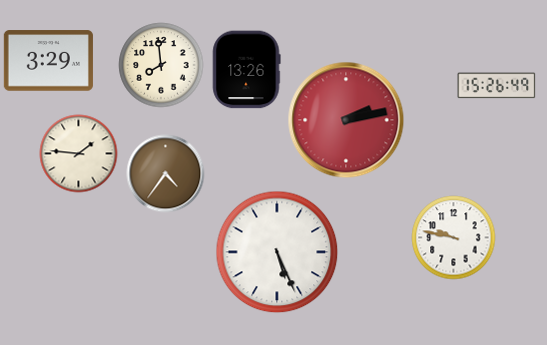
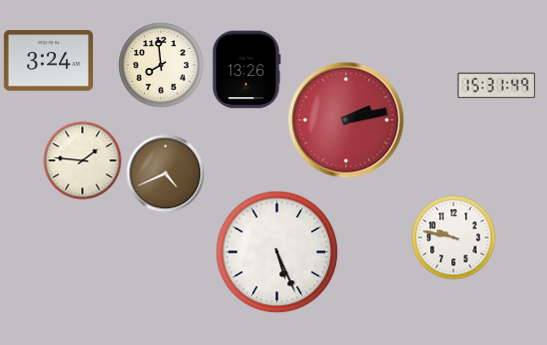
clock at (48, 61): 3:29 -> 3:24
clock at (496, 86): 15:26 -> 15:31
clock at (78, 153) position: (78, 153) -> (82, 160)
clock at (165, 173): 4:36 -> 4:41
